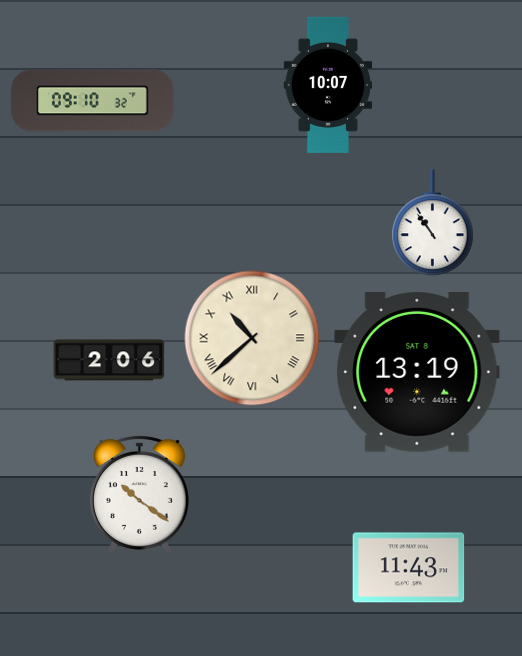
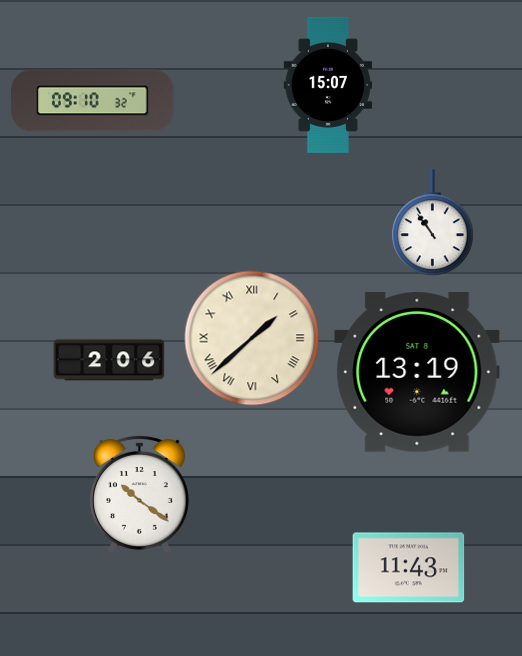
clock at (328, 85): 10:07 -> 15:07
clock at (252, 338): 10:38 -> 1:38
